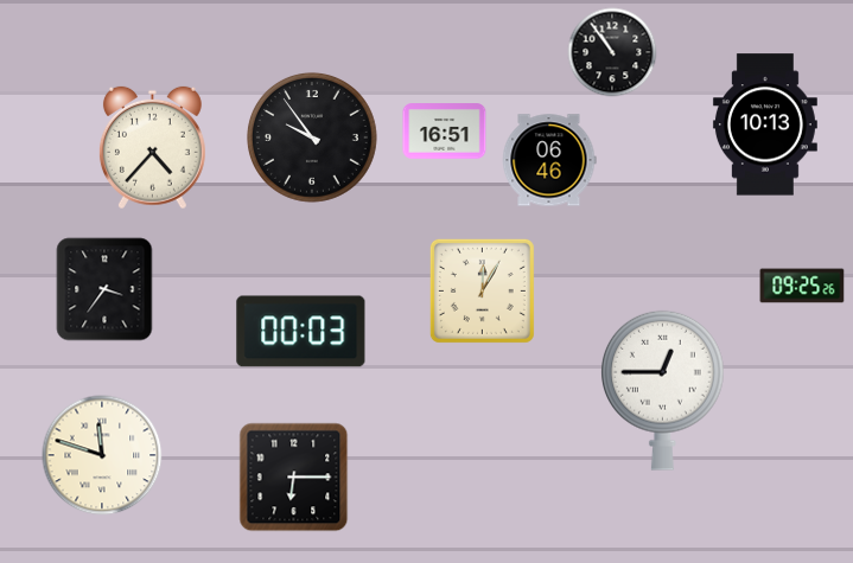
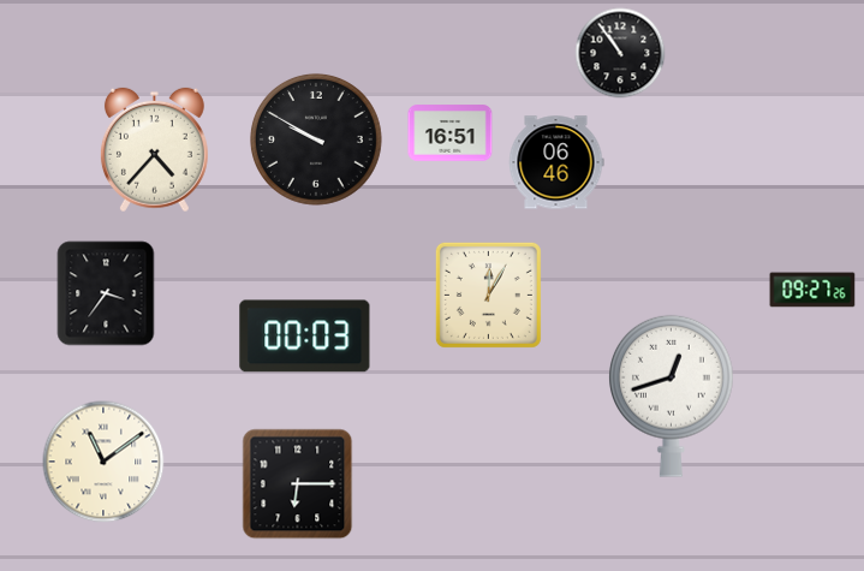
clock at (765, 124): 10:13 -> none
clock at (312, 137): 9:54 -> 9:50
clock at (802, 286): 09:25 -> 09:27
clock at (662, 390): 12:45 -> 12:42
clock at (102, 455): 11:48 -> 11:09
